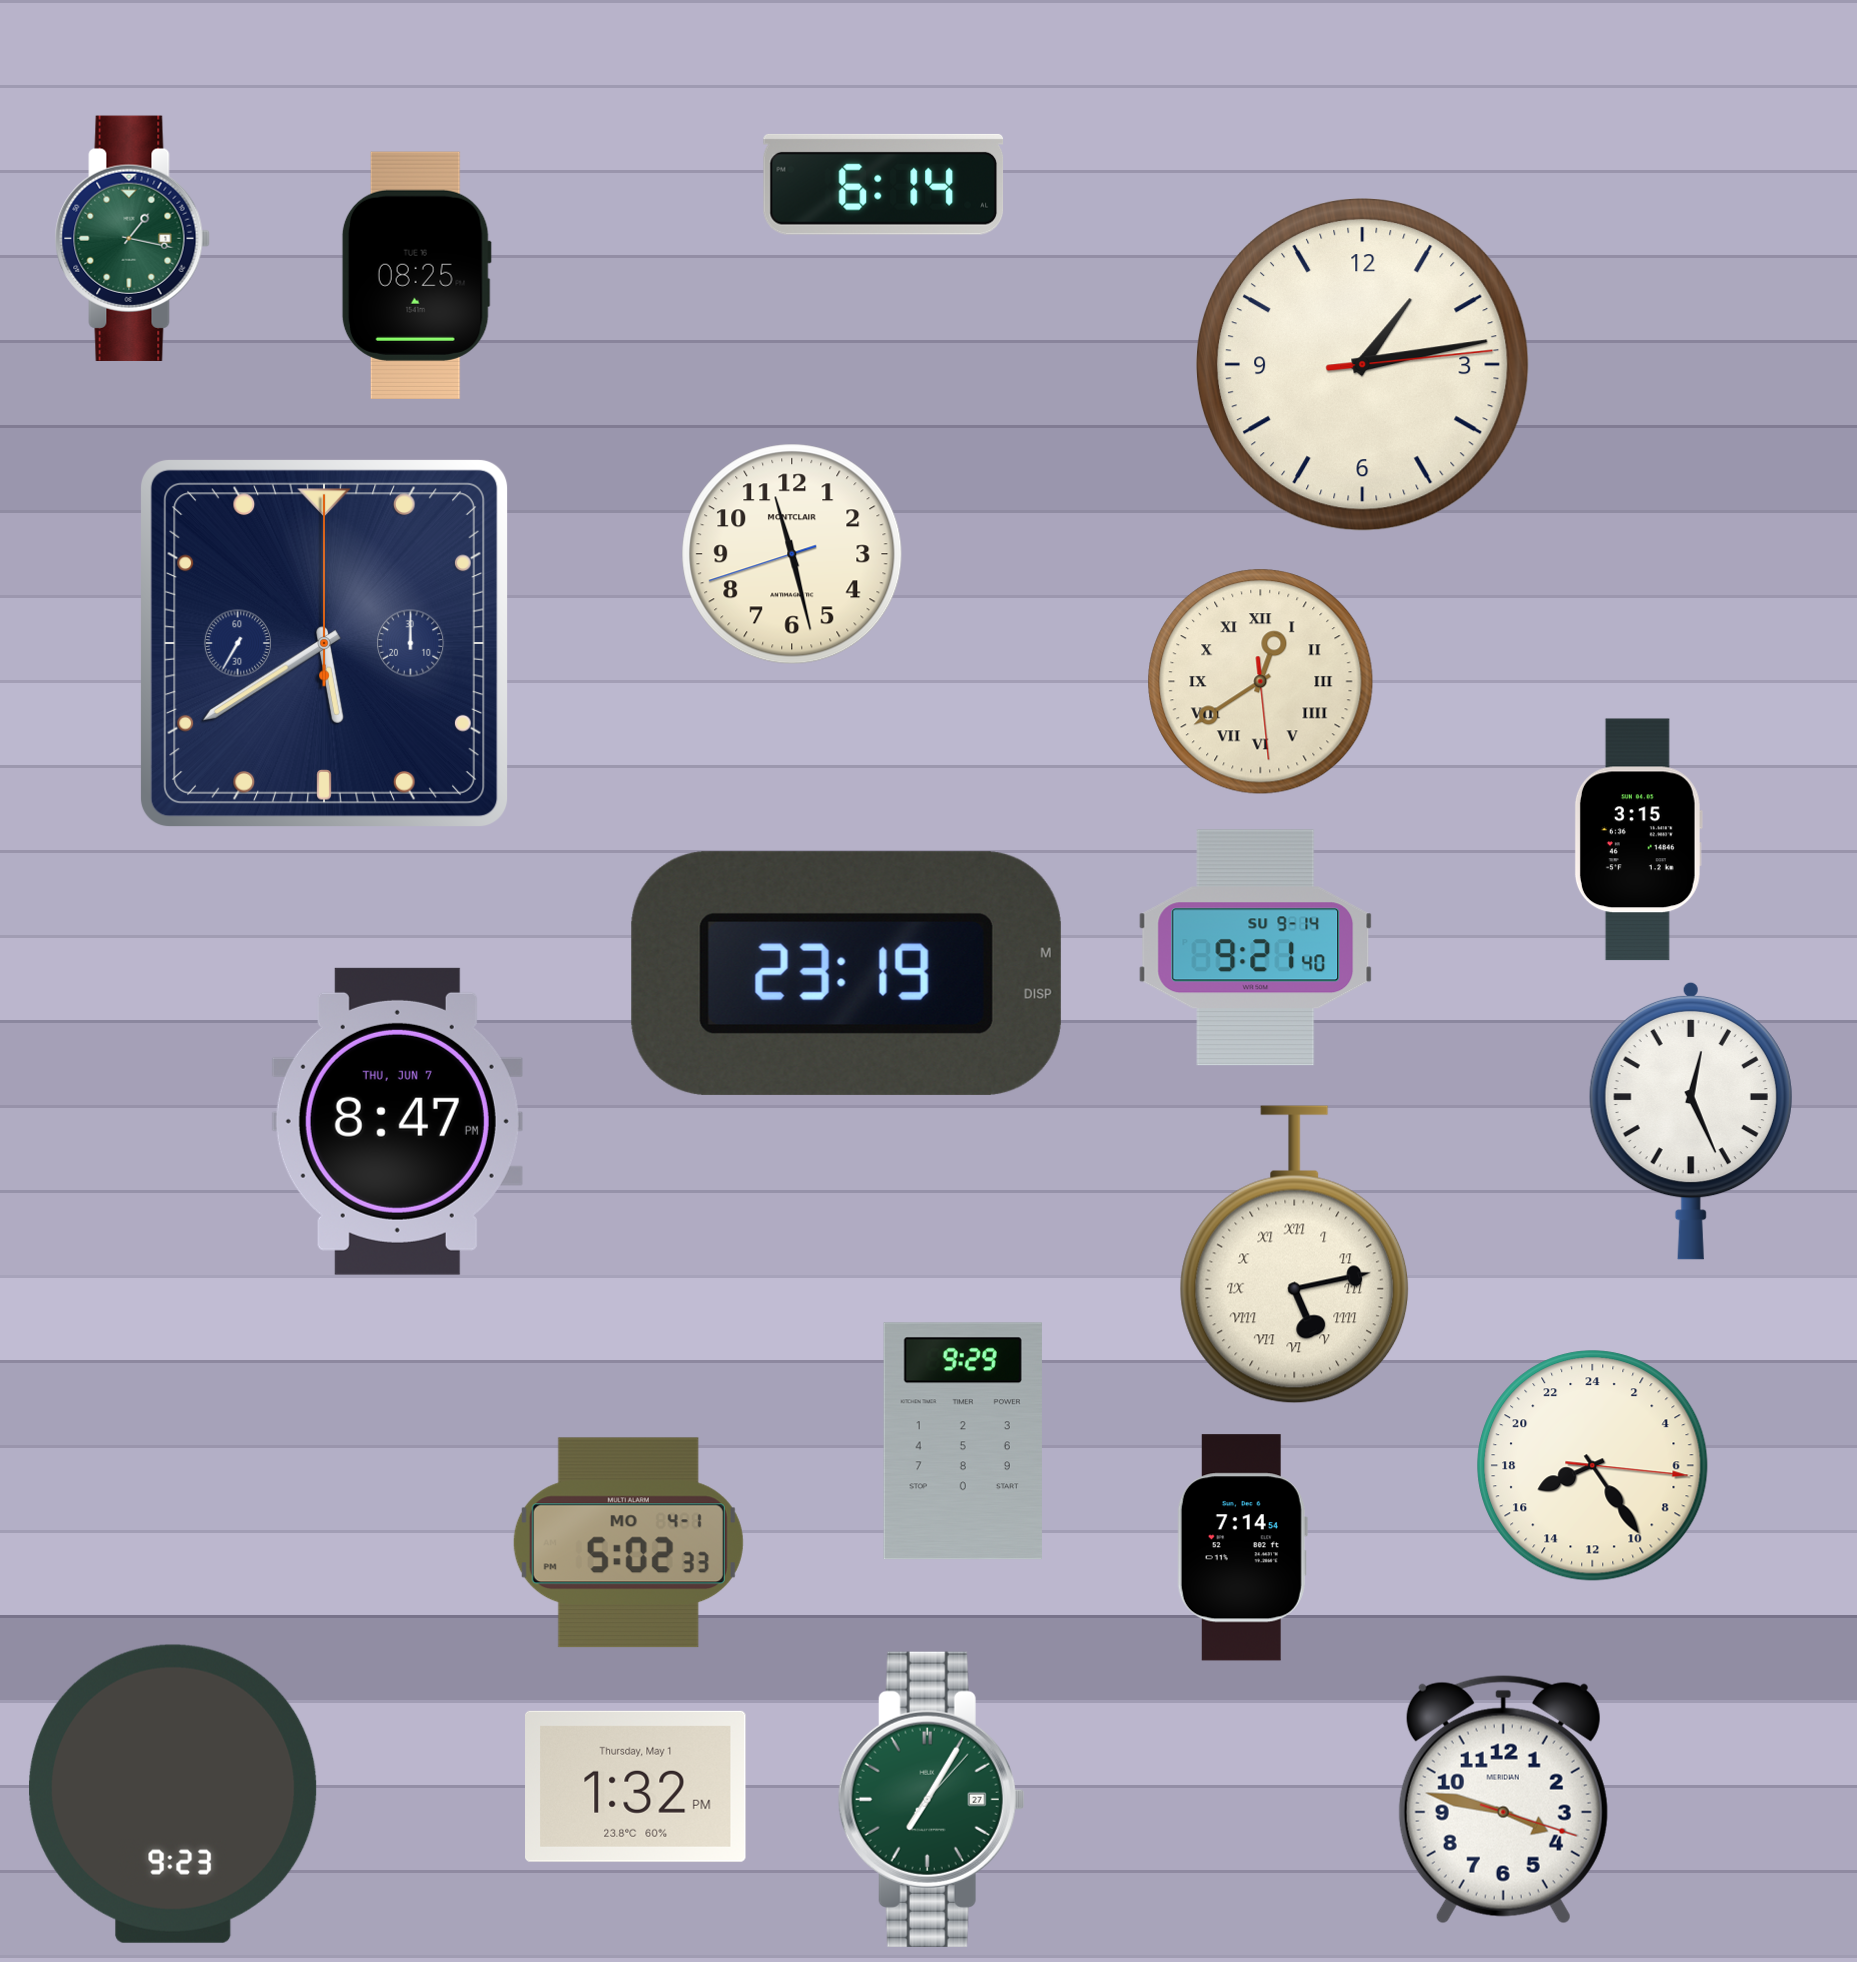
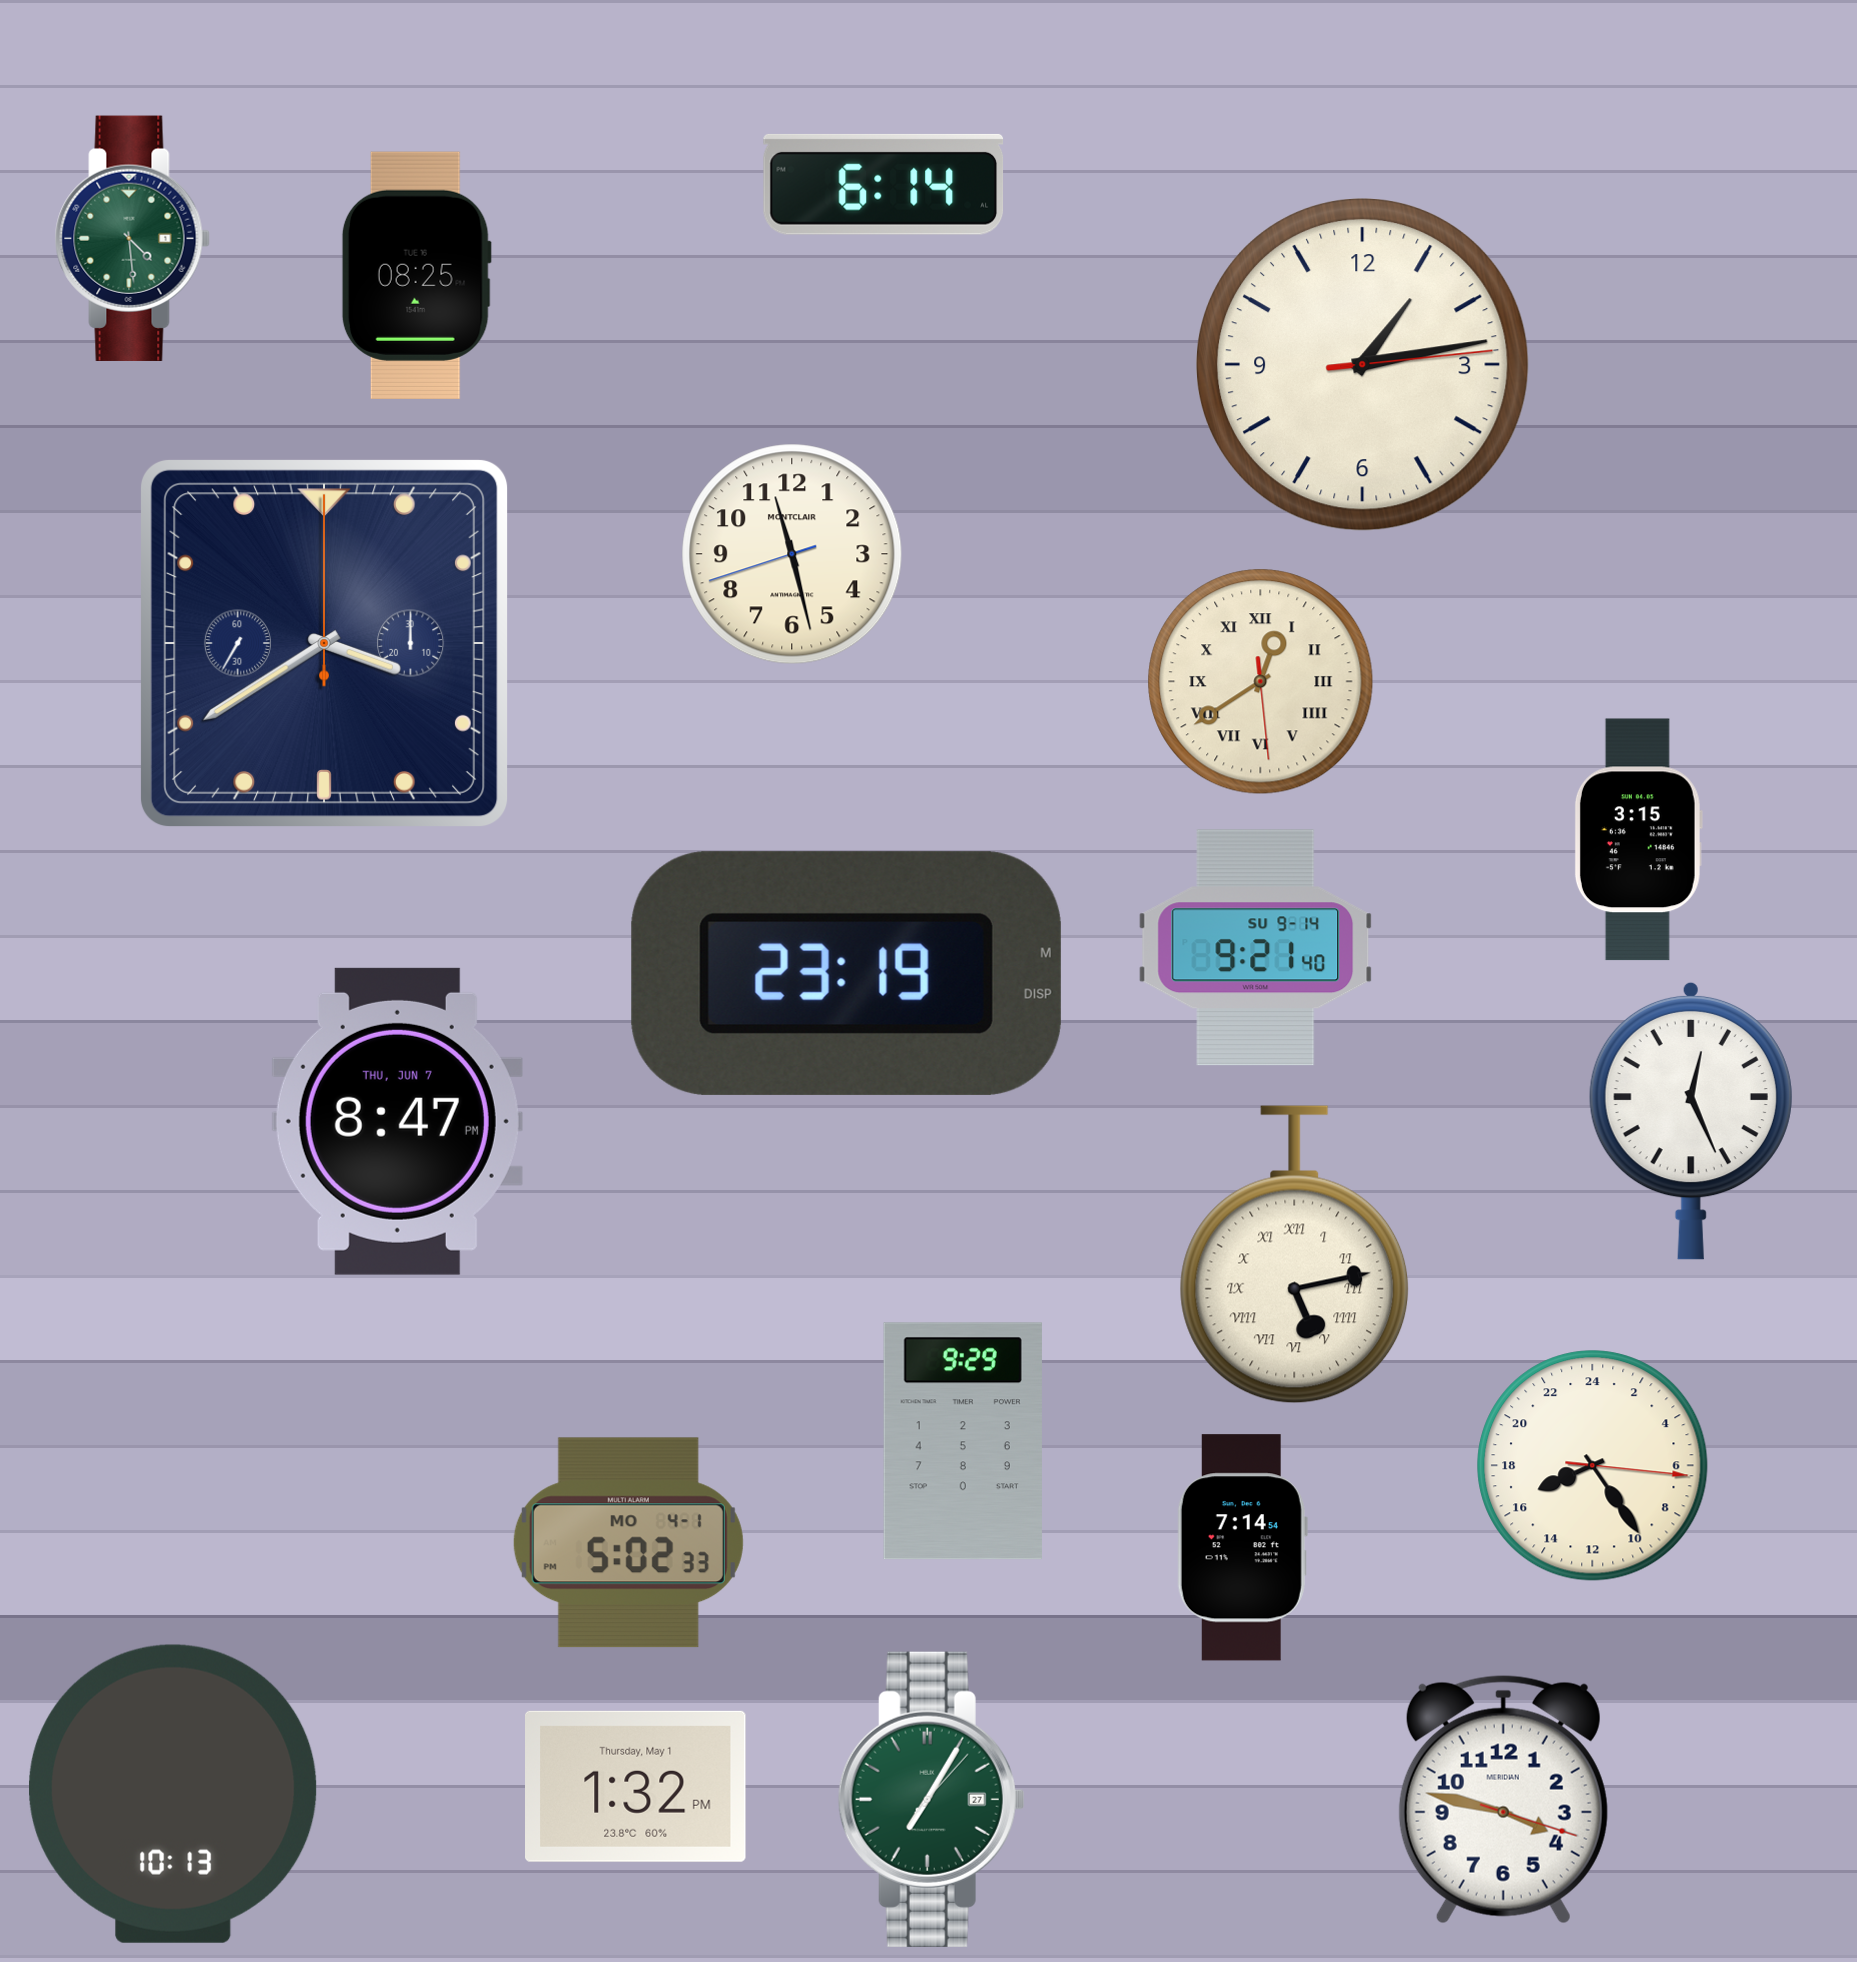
clock at (132, 238): 1:17 -> 4:29
clock at (324, 643): 5:39 -> 3:39
clock at (173, 1794): 9:23 -> 10:13
